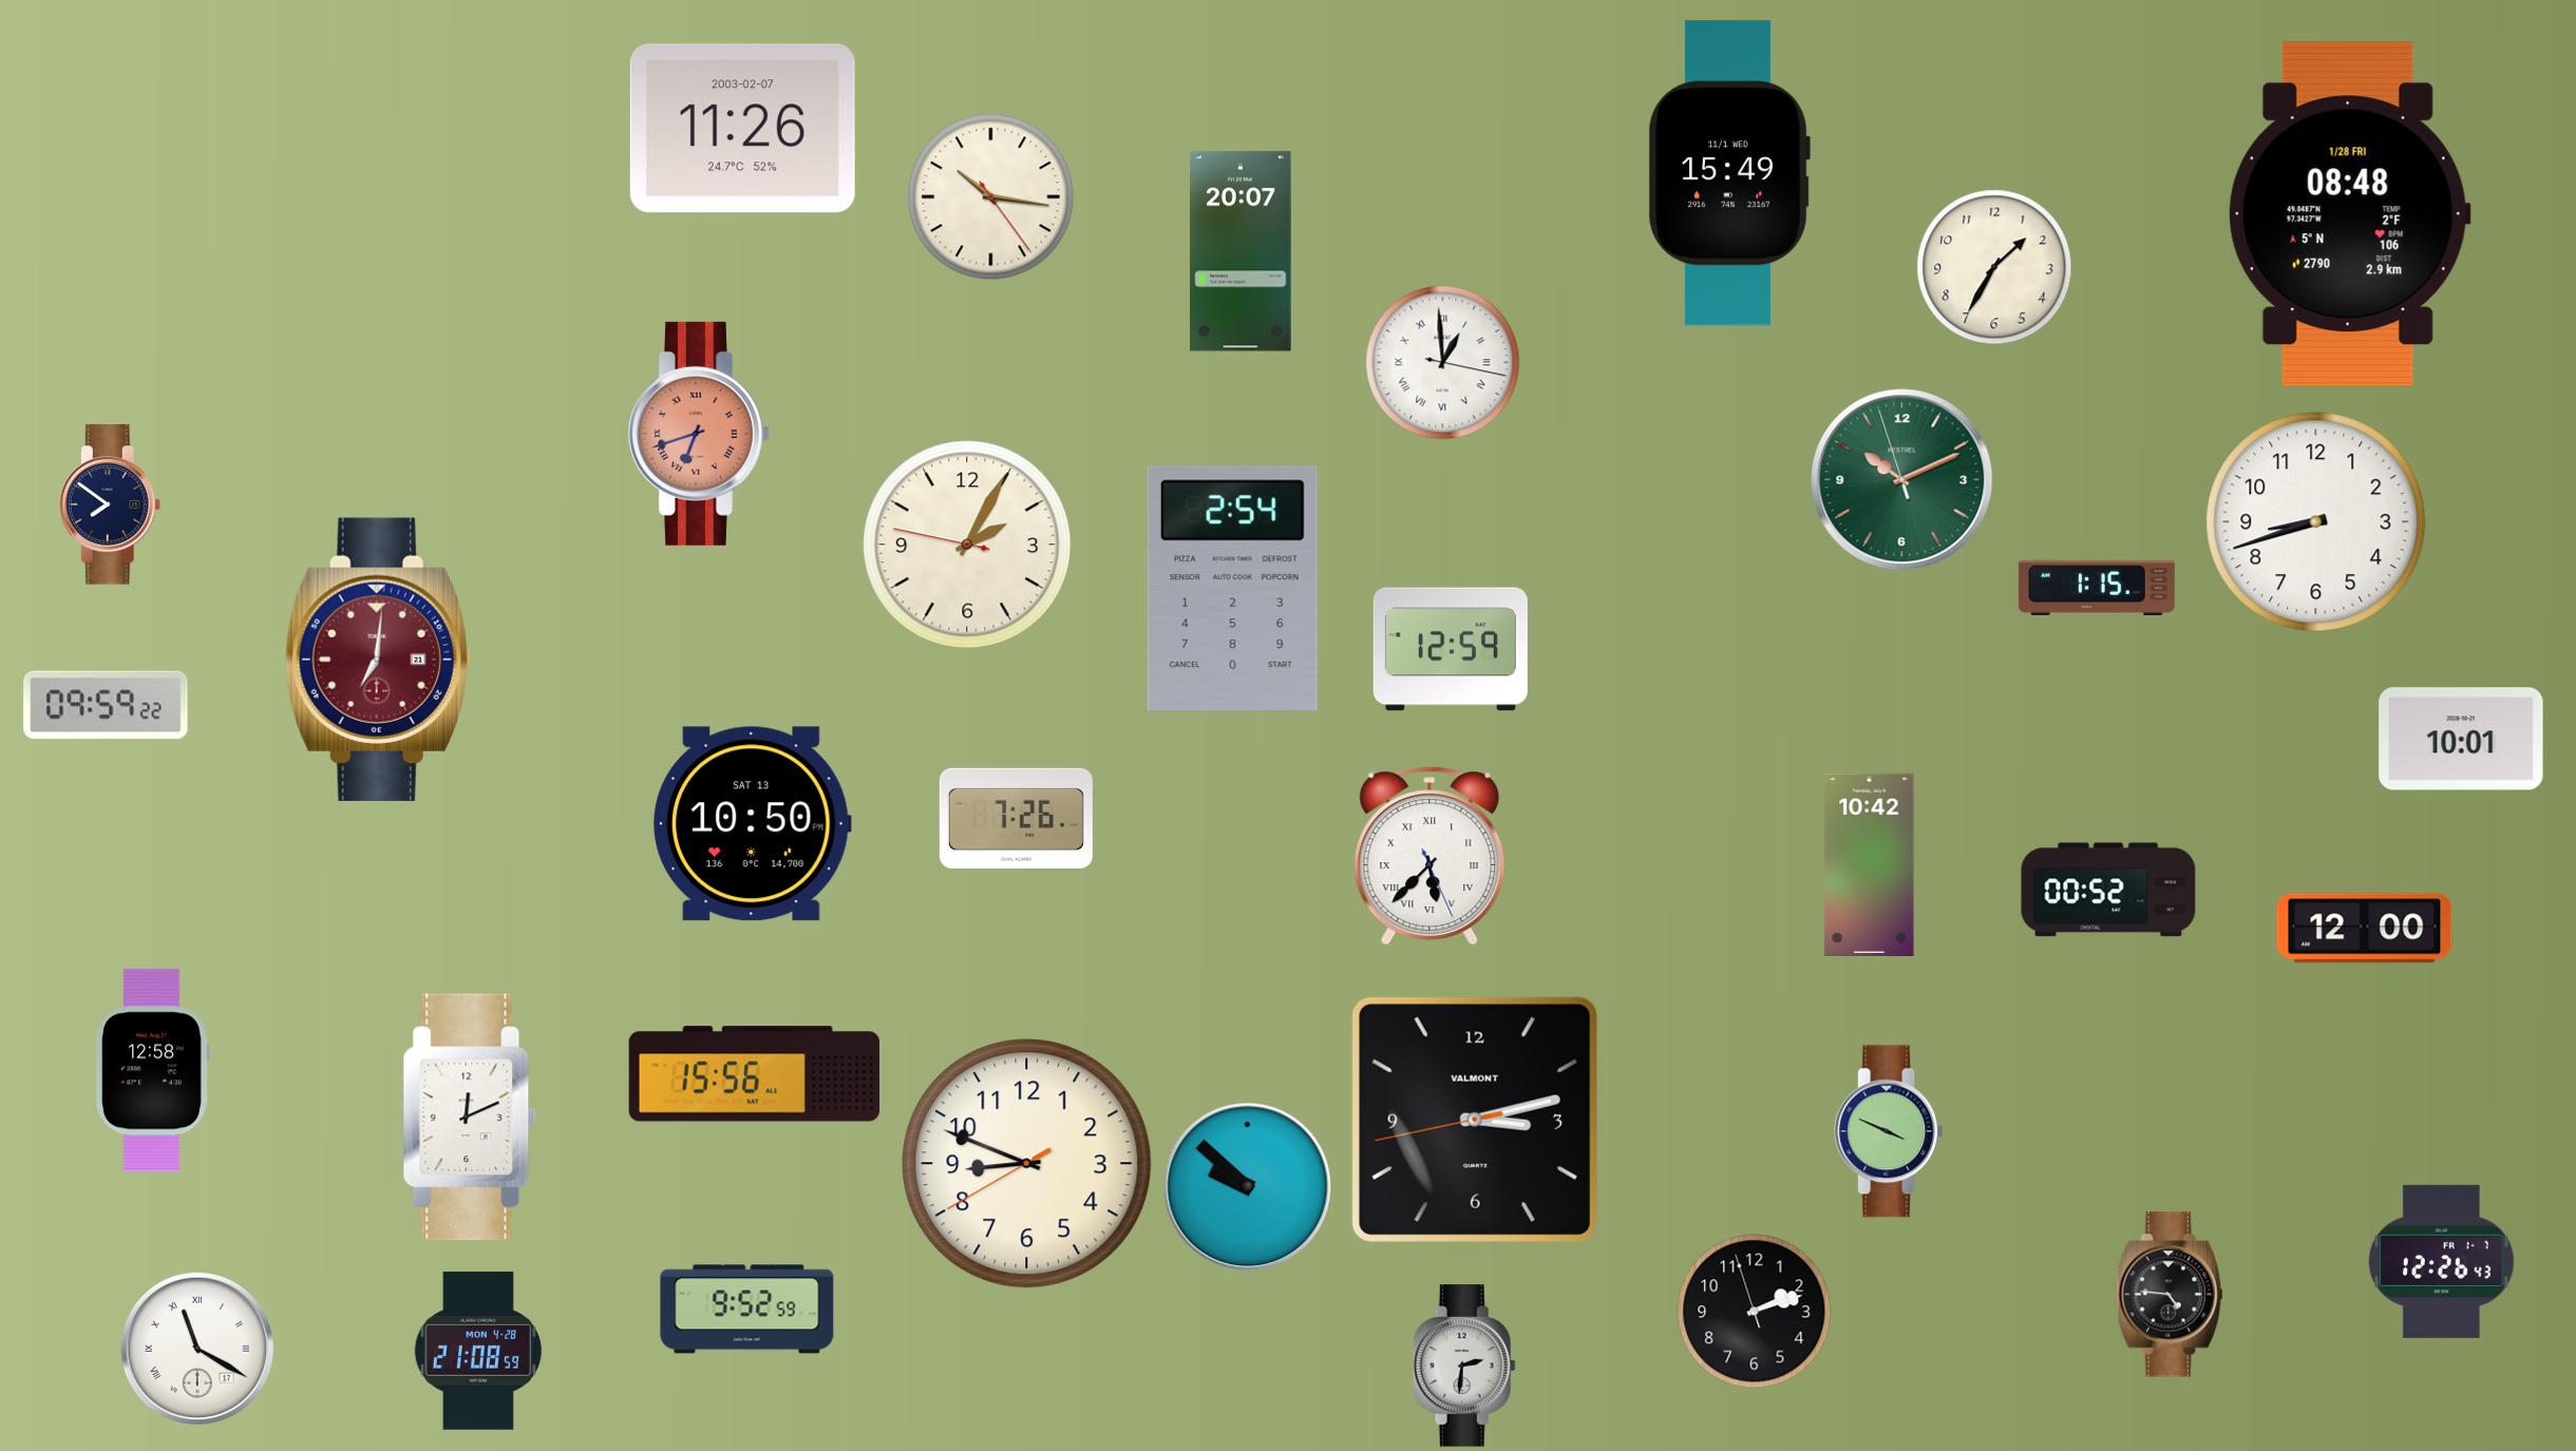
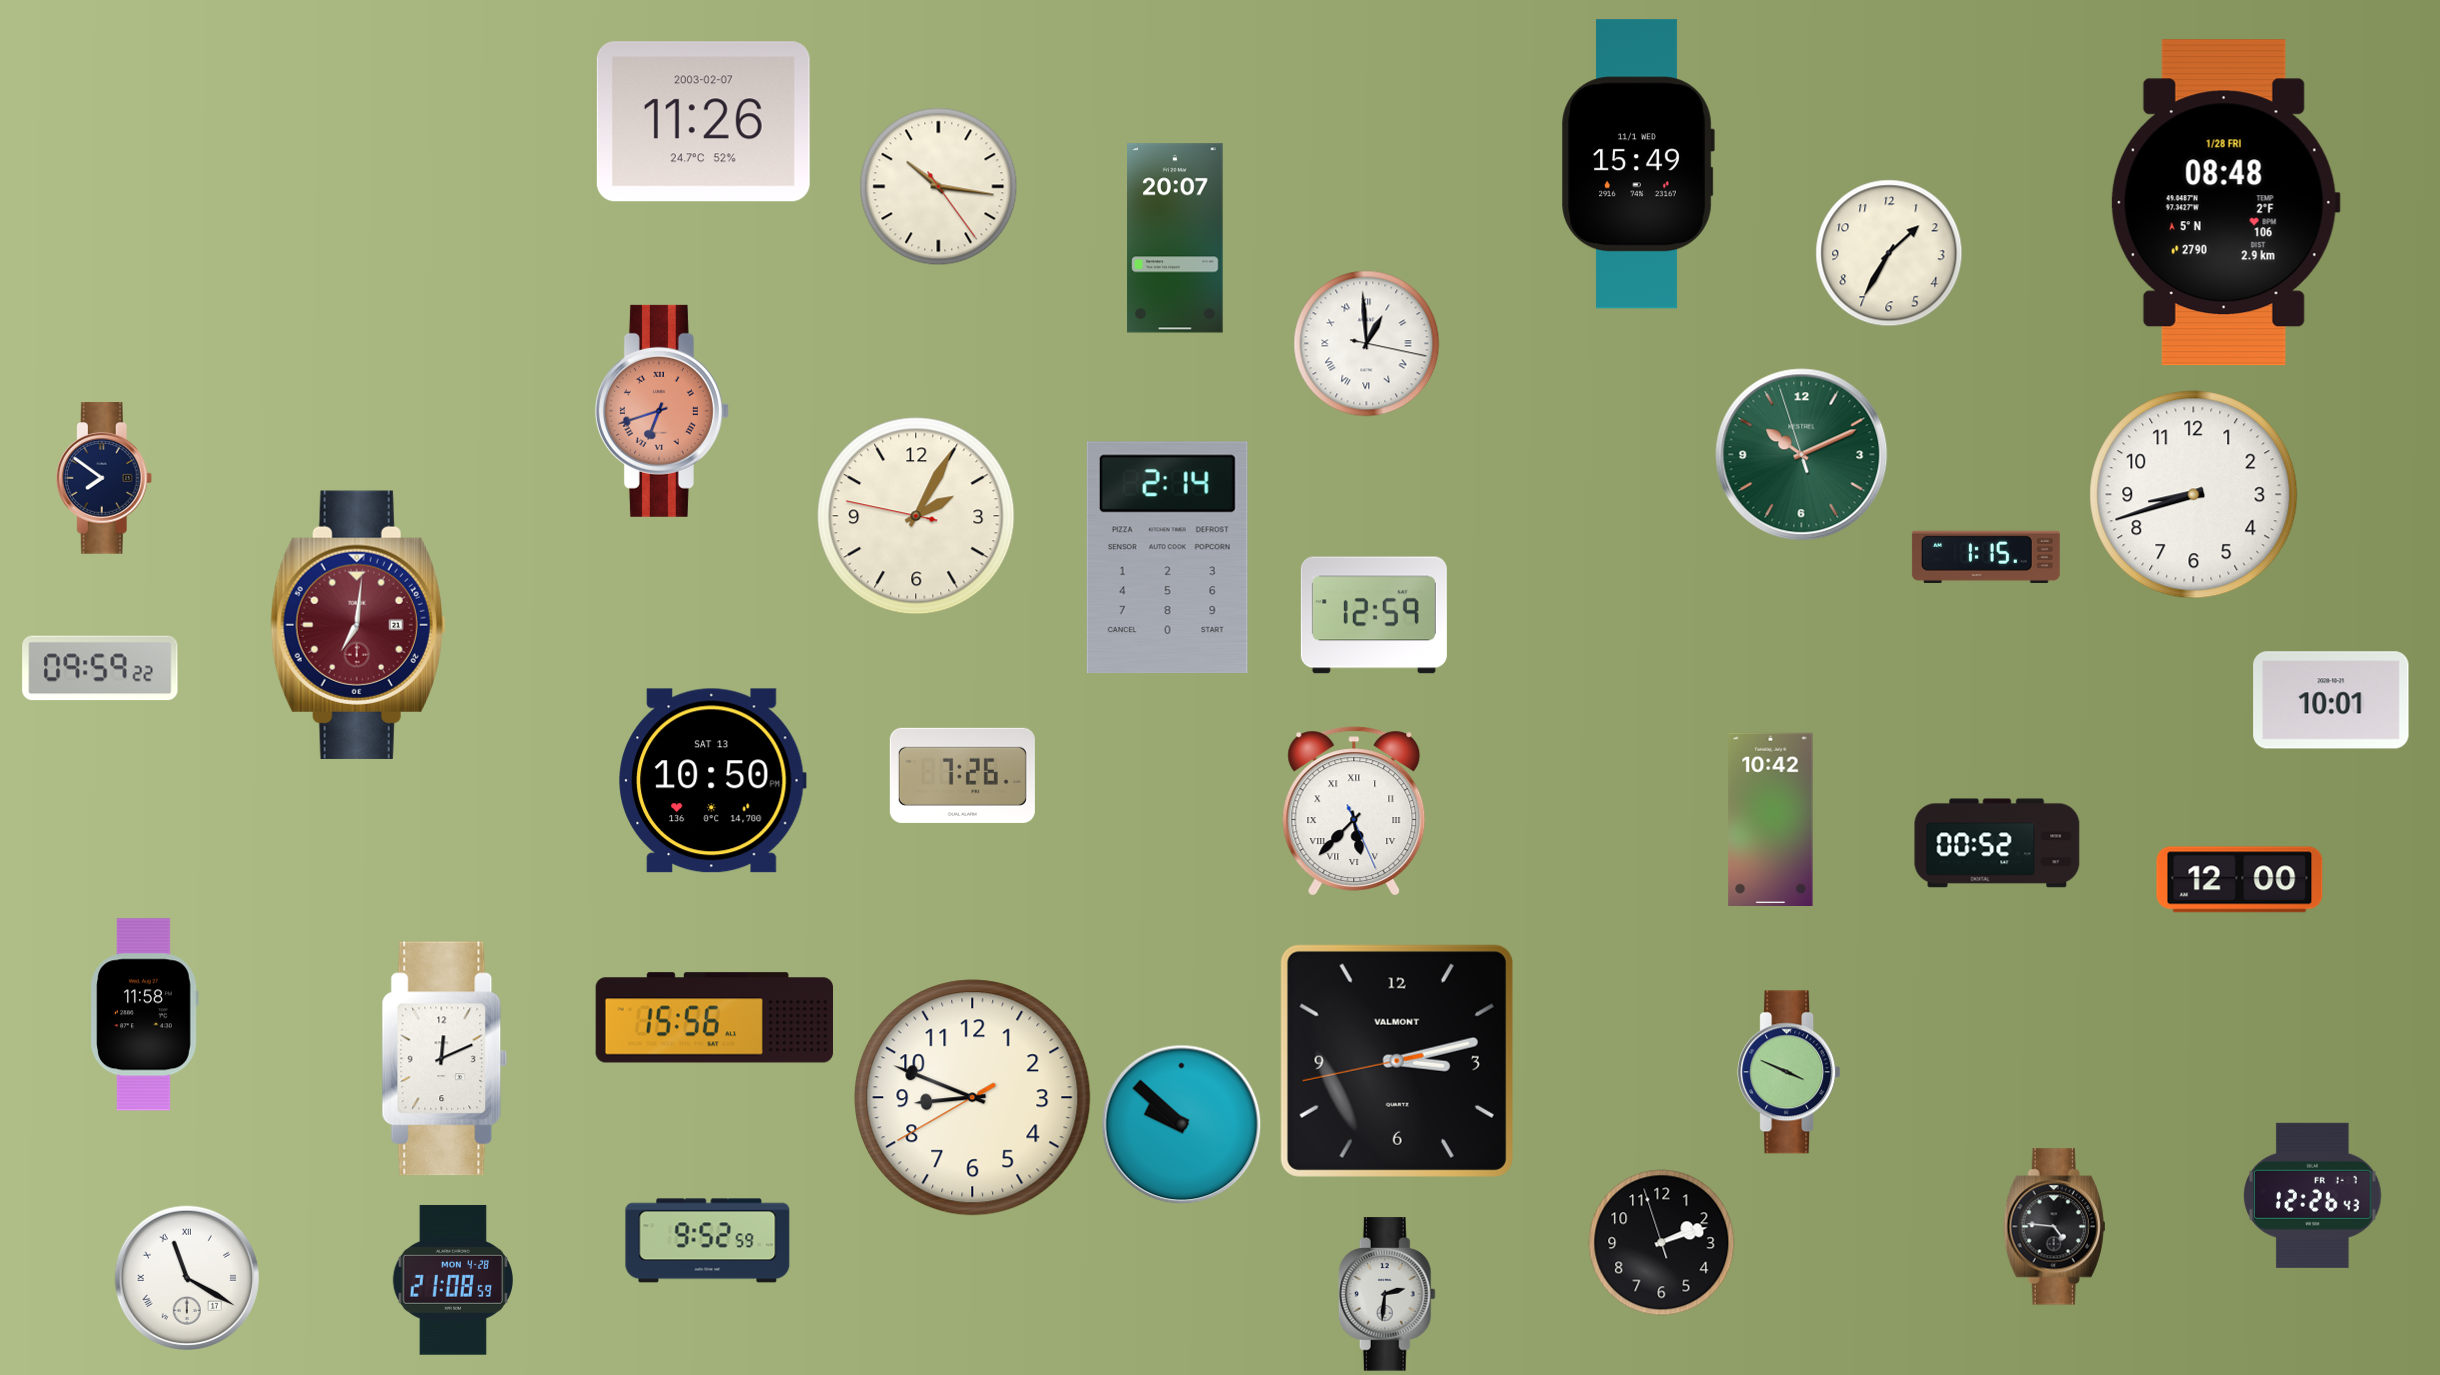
clock at (1232, 589): 2:54 -> 2:14
clock at (152, 1071): 12:58 -> 11:58
clock at (1027, 1164) position: (1027, 1164) -> (973, 1098)
